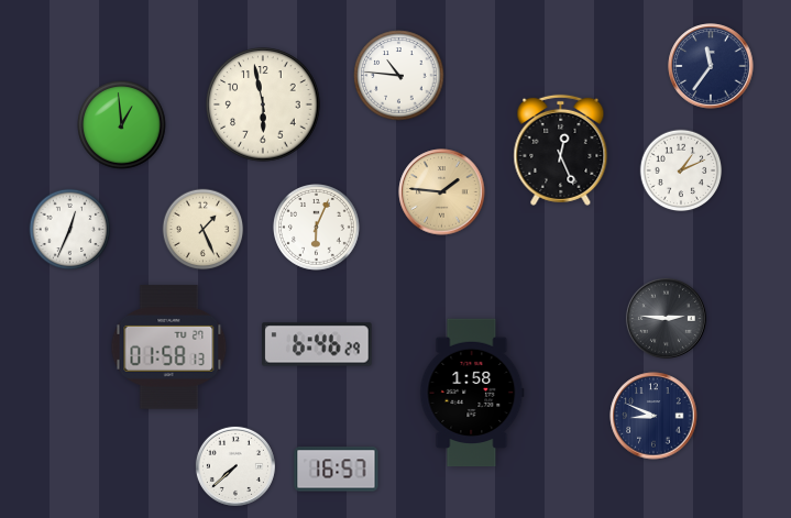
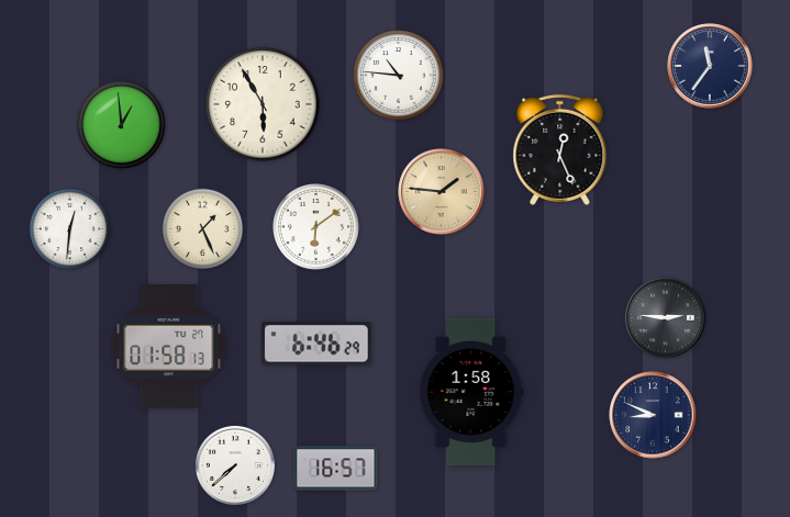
clock at (263, 104): 5:58 -> 5:55
clock at (681, 170): 1:11 -> none
clock at (317, 228): 6:04 -> 6:09
clock at (70, 230): 12:34 -> 12:31
